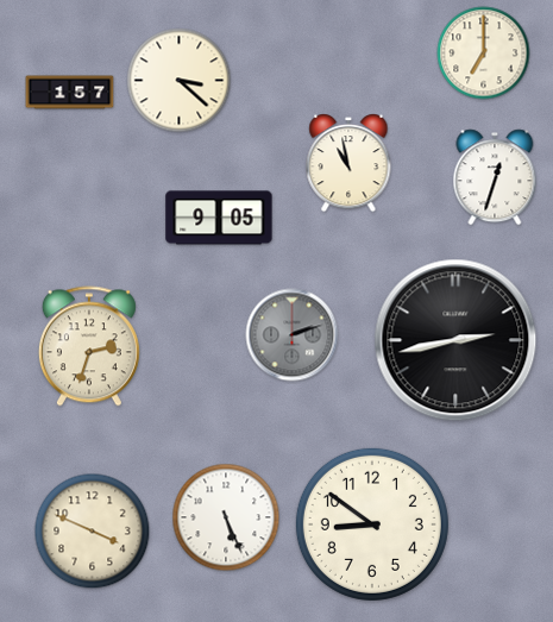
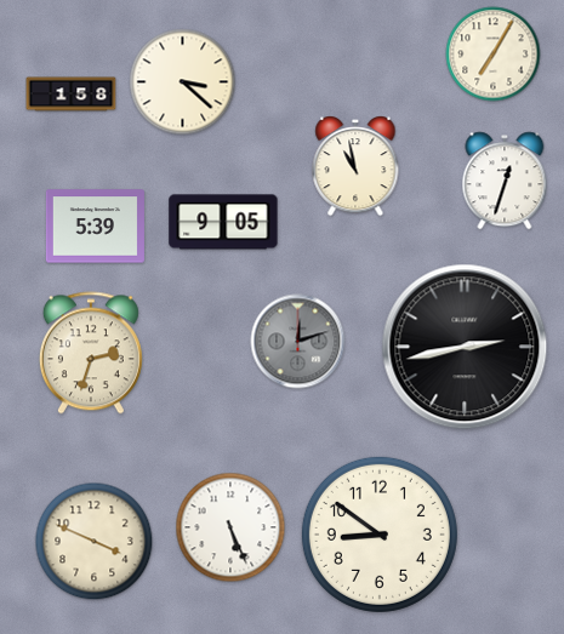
clock at (484, 54): 7:00 -> 7:05
clock at (70, 93): 1:57 -> 1:58
clock at (95, 227): none -> 5:39
clock at (293, 335): 2:12 -> 12:12
